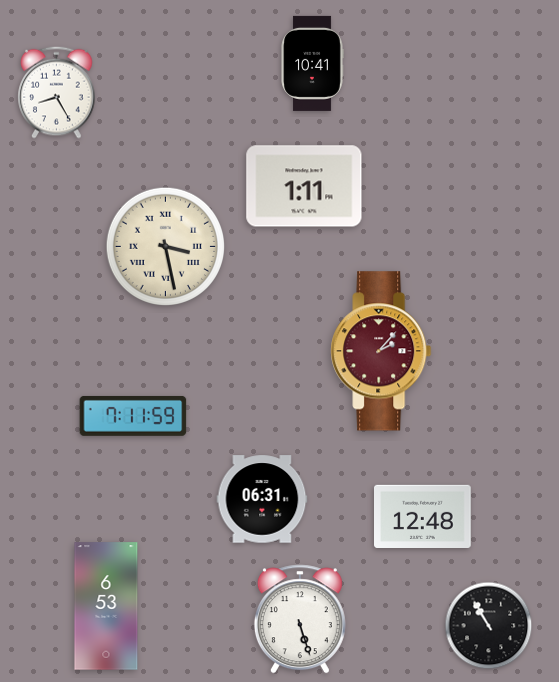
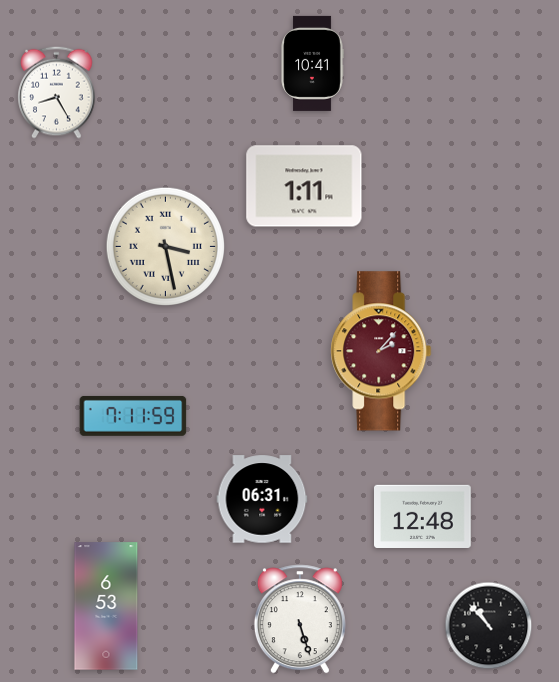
clock at (489, 626): 10:55 -> 10:53
